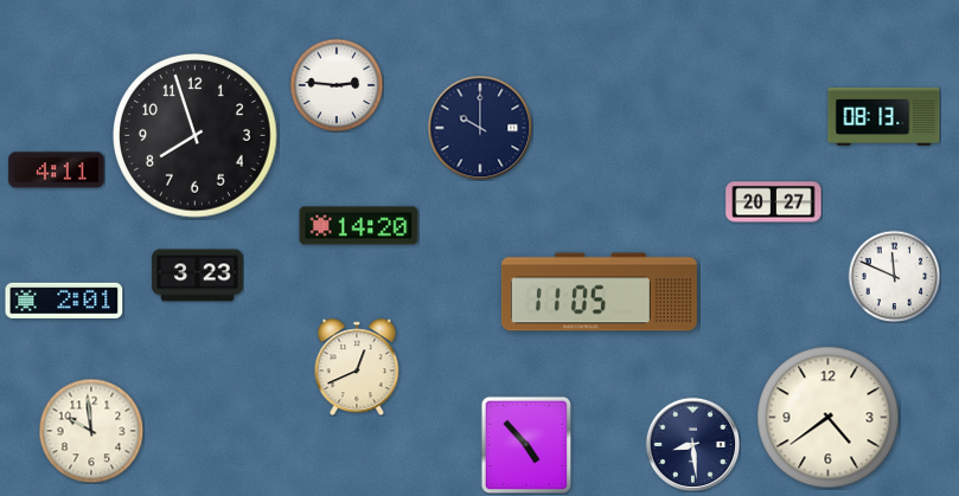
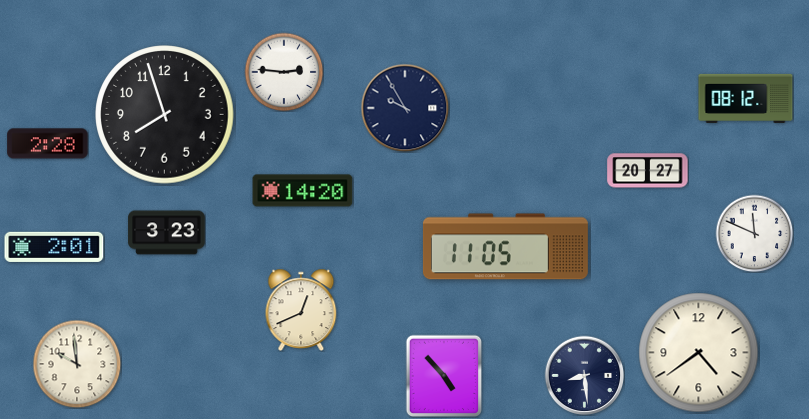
clock at (884, 116): 08:13 -> 08:12
clock at (480, 128): 10:00 -> 9:55
clock at (57, 170): 4:11 -> 2:28
clock at (774, 202) position: (774, 202) -> (648, 171)
clock at (64, 301) position: (64, 301) -> (54, 247)
